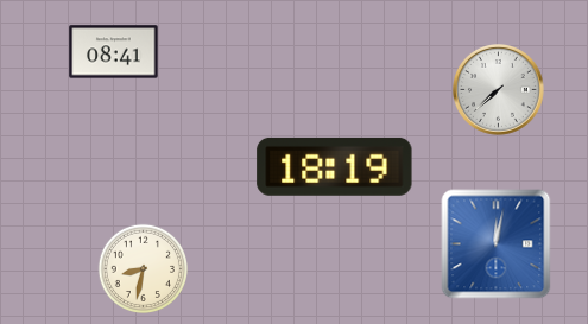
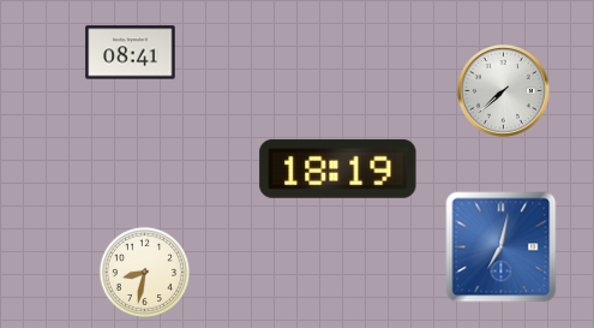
clock at (114, 52) position: (114, 52) -> (131, 53)
clock at (497, 244): 12:02 -> 7:02
